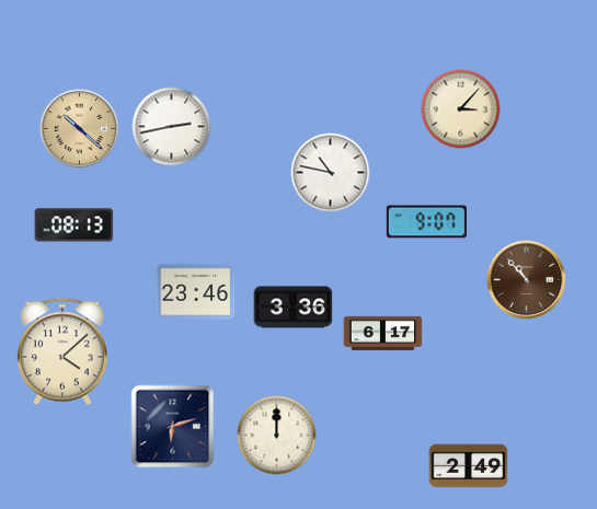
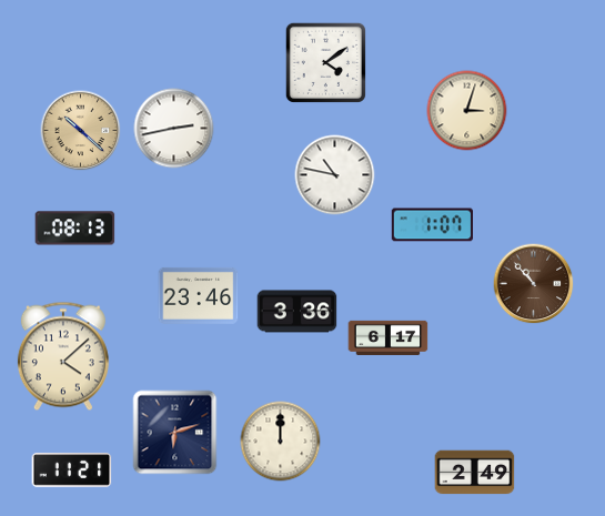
clock at (325, 62): none -> 4:09
clock at (461, 109): 3:07 -> 3:03
clock at (426, 222): 9:07 -> 1:07
clock at (72, 471): none -> 11:21
